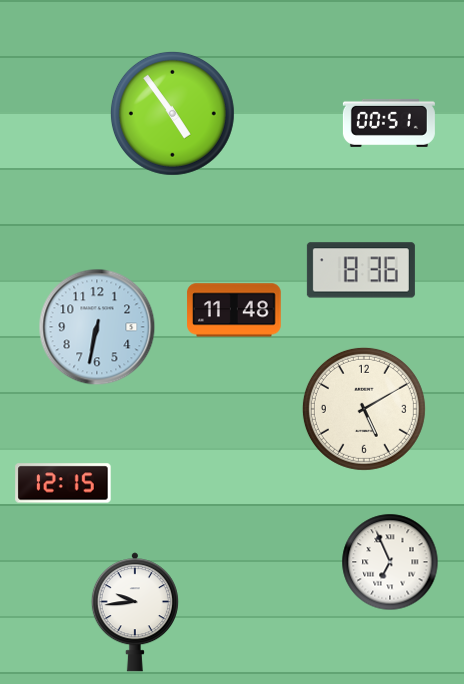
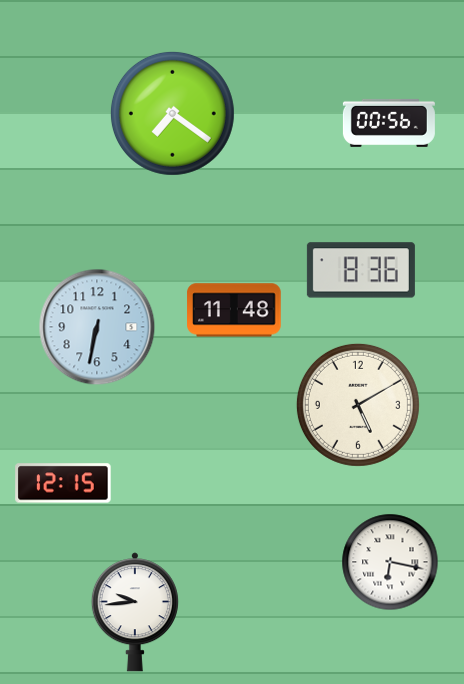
clock at (172, 113): 4:54 -> 7:21
clock at (389, 123): 00:51 -> 00:56
clock at (364, 409) position: (364, 409) -> (358, 405)
clock at (390, 562): 6:56 -> 6:17
